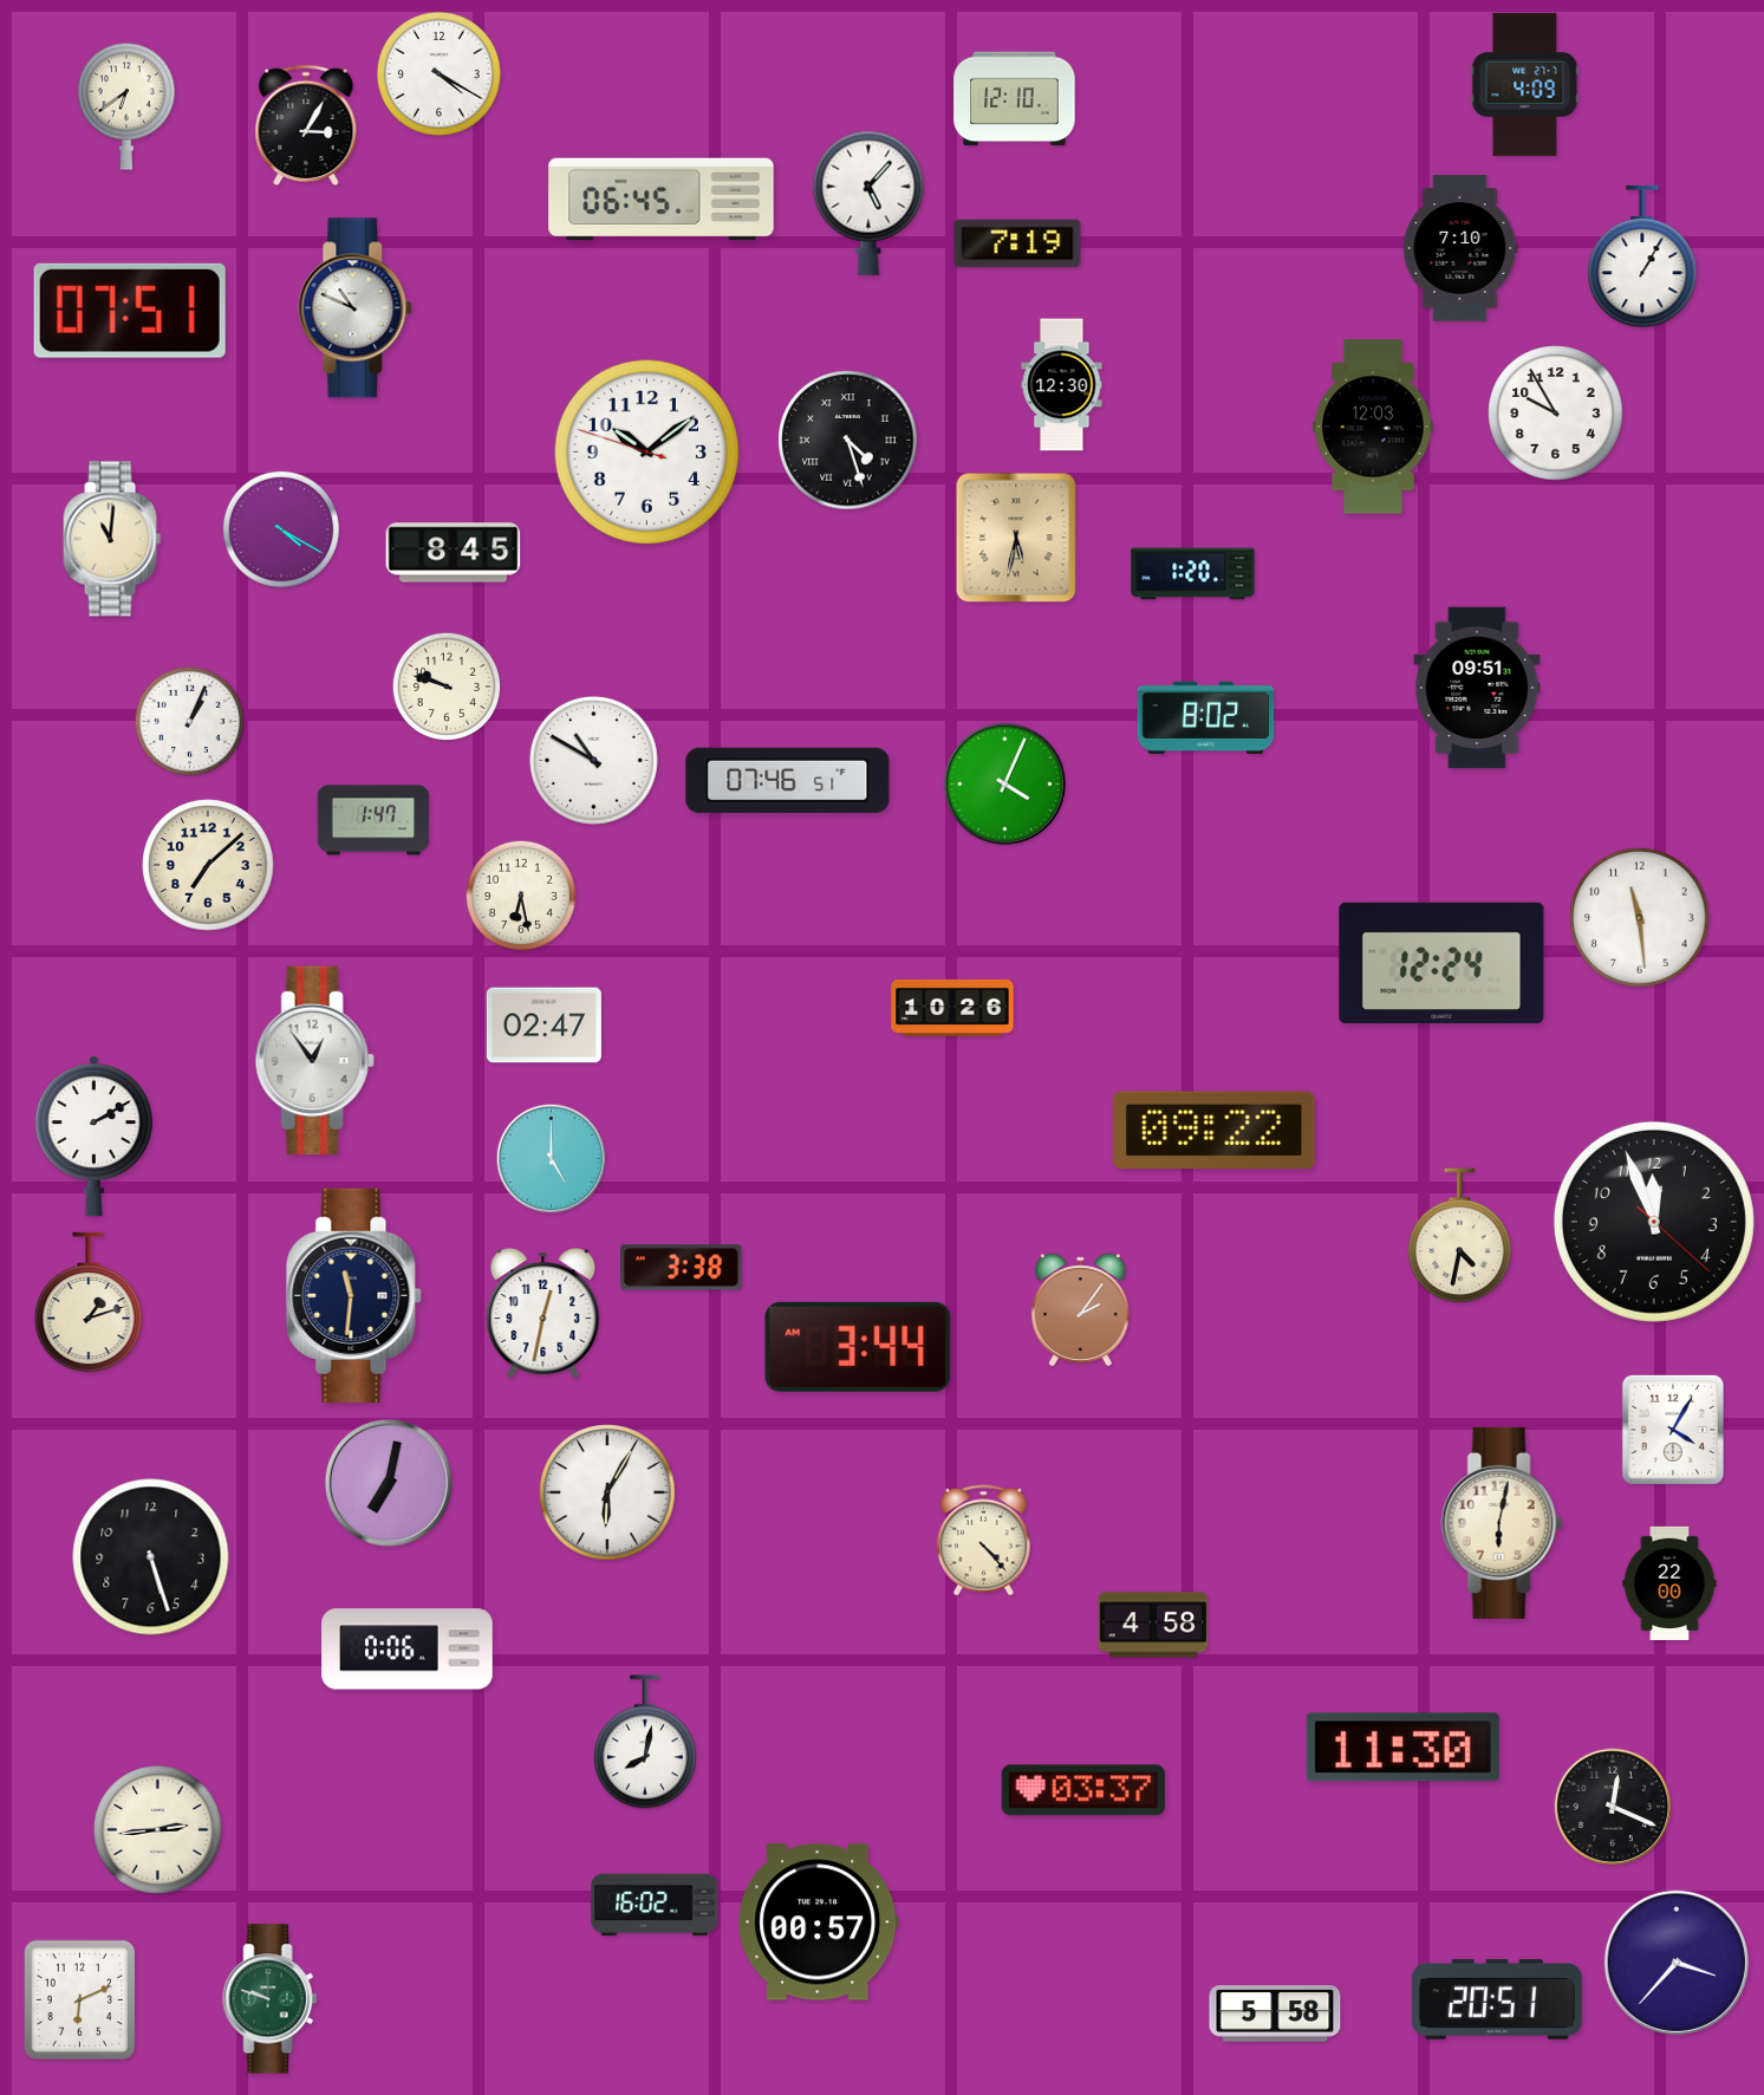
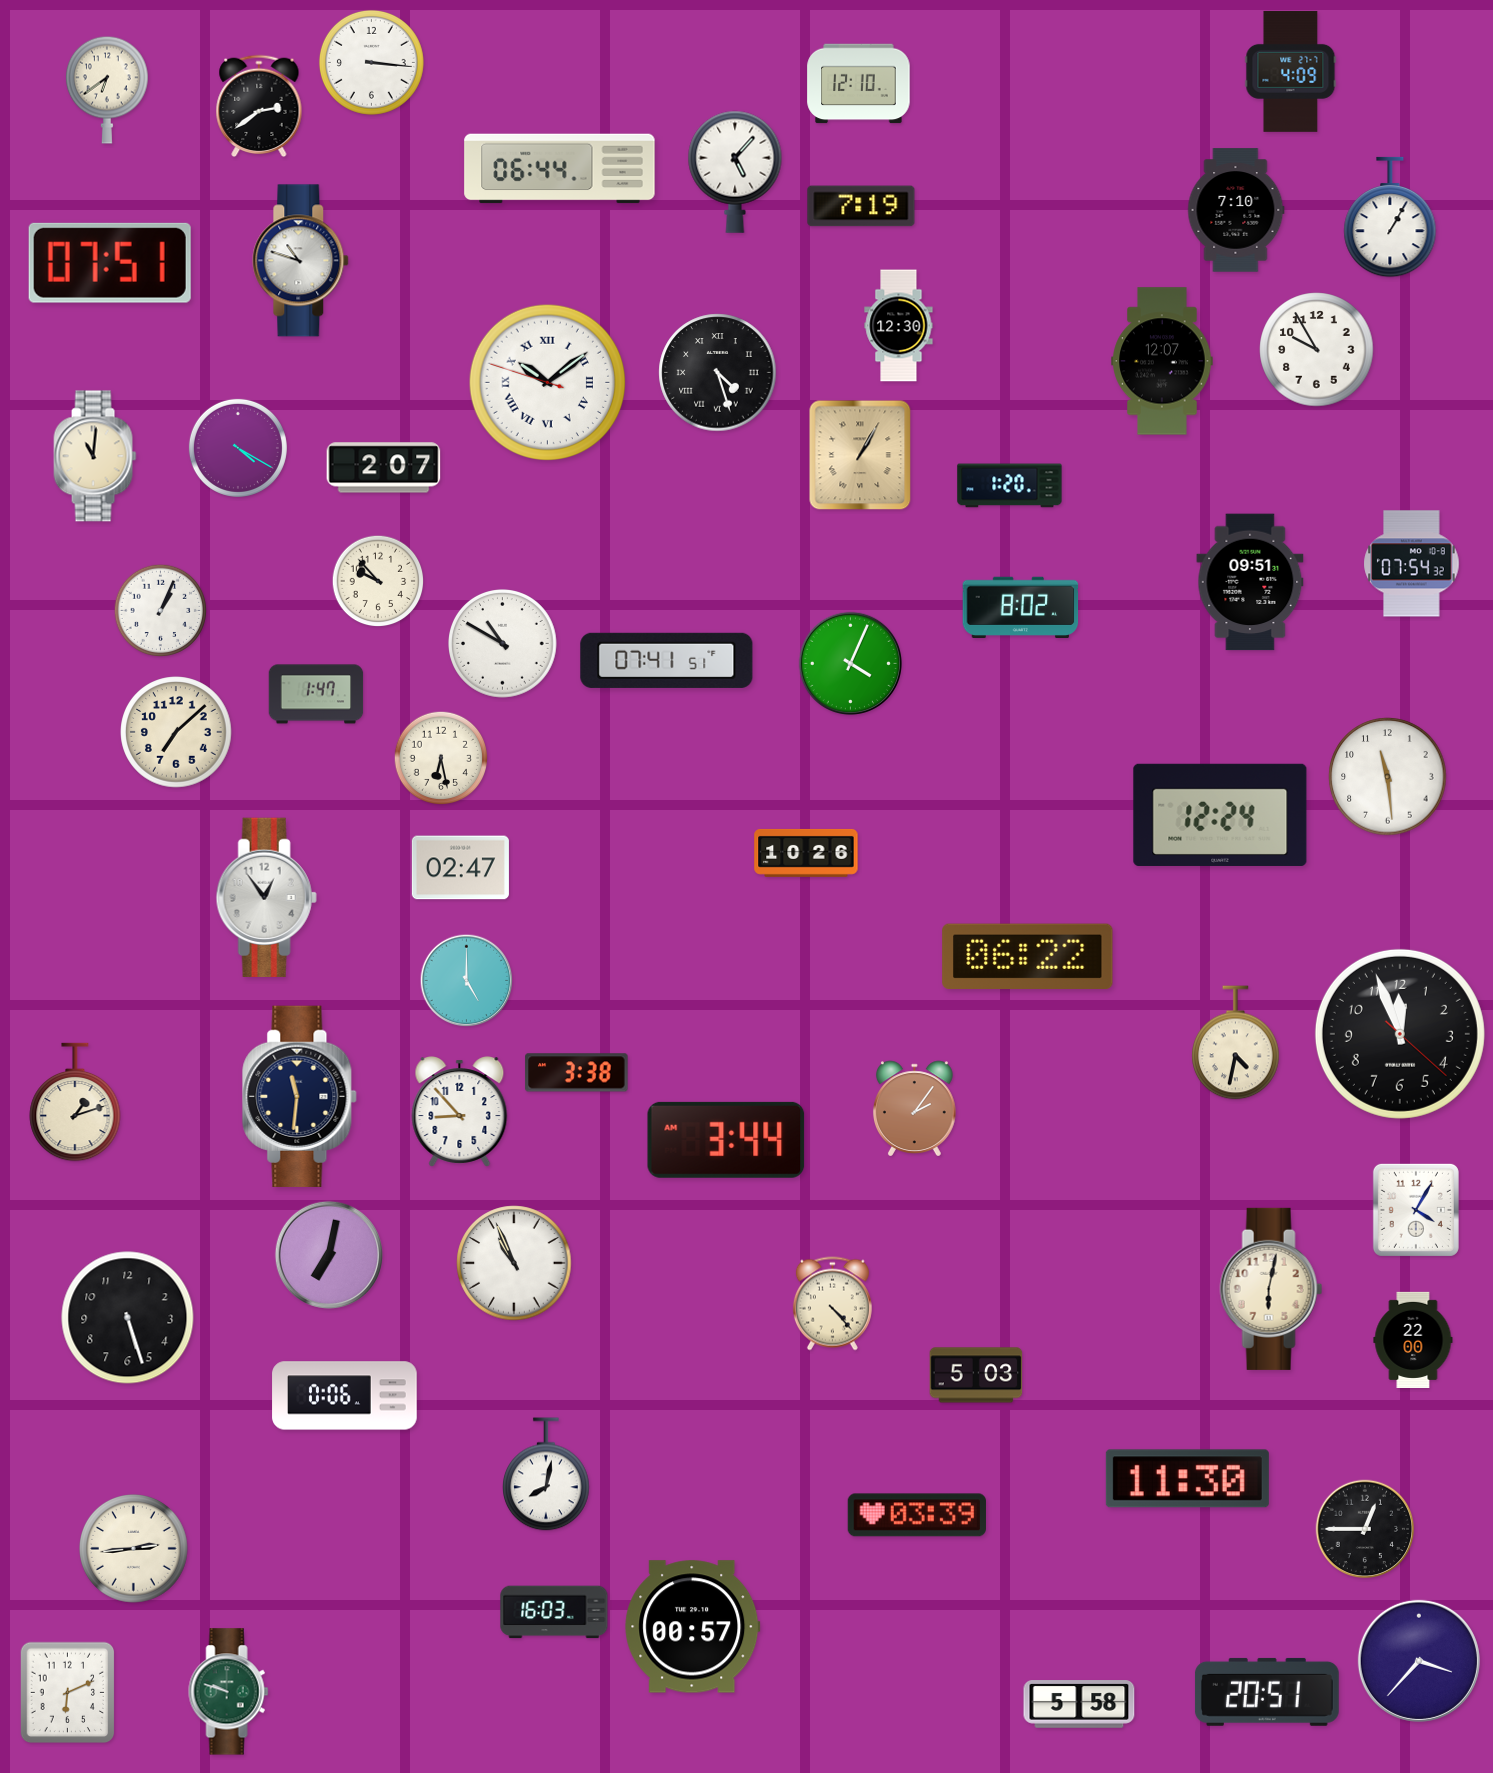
clock at (438, 73): 4:20 -> 3:16
clock at (306, 125): 3:05 -> 2:39
clock at (662, 200): 06:45 -> 06:44
clock at (356, 308): 10:49 -> 10:48
clock at (1373, 427): 12:03 -> 12:07
clock at (646, 451) numerals: Arabic -> Roman
clock at (1016, 538): 5:32 -> 1:05
clock at (454, 553): 8:45 -> 2:07
clock at (1412, 564): none -> 07:54
clock at (447, 687): 9:48 -> 9:53
clock at (788, 780): 07:46 -> 07:41
clock at (1215, 1131): 09:22 -> 06:22
clock at (93, 1137): 2:10 -> none
clock at (1460, 1236) position: (1460, 1236) -> (1236, 1043)
clock at (543, 1314): 12:32 -> 8:53
clock at (607, 1492): 6:05 -> 10:56
clock at (1153, 1625): 4:58 -> 5:03
clock at (1083, 1790): 03:37 -> 03:39
clock at (1613, 1807): 12:19 -> 12:45
clock at (655, 1905): 16:02 -> 16:03
